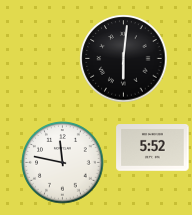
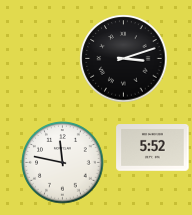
clock at (124, 59): 6:01 -> 3:12
